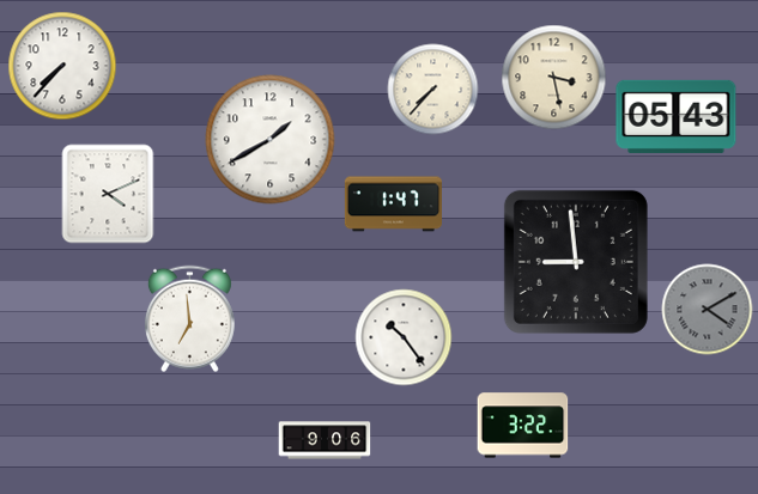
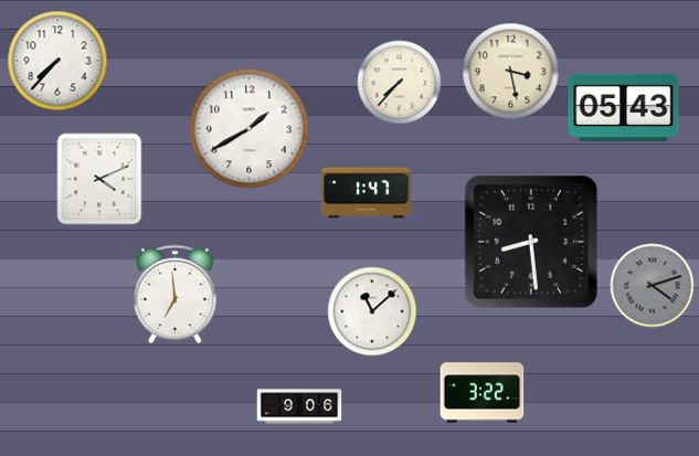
clock at (393, 205) position: (393, 205) -> (366, 193)
clock at (576, 262): 8:59 -> 8:29
clock at (708, 310): 4:10 -> 4:12
clock at (404, 337): 10:24 -> 11:08
